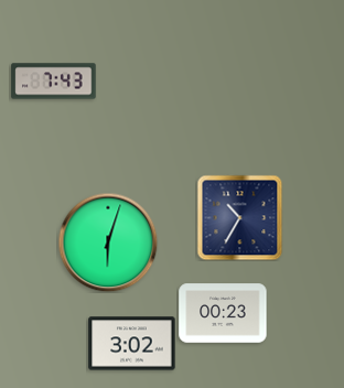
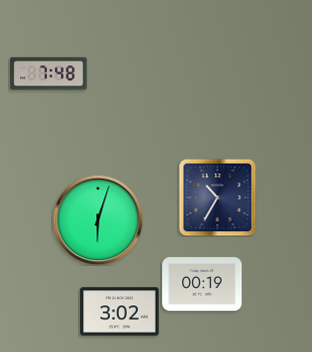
clock at (54, 82): 7:43 -> 7:48
clock at (223, 313): 00:23 -> 00:19
